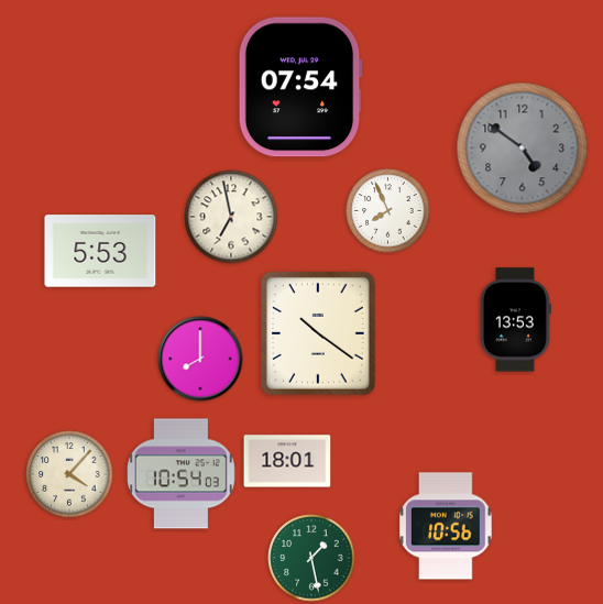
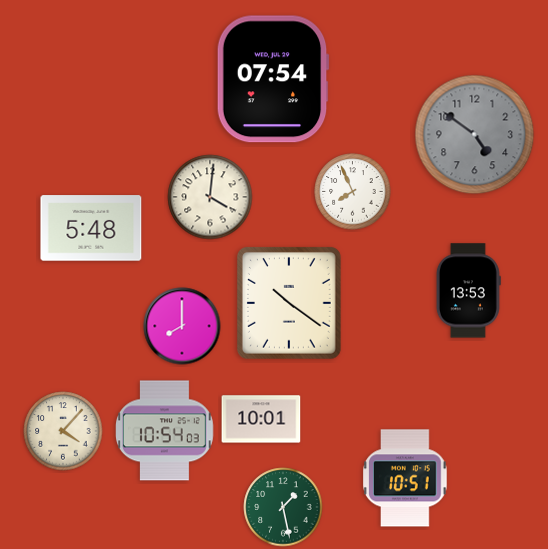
clock at (231, 217): 6:58 -> 4:01
clock at (100, 251): 5:53 -> 5:48
clock at (287, 461): 18:01 -> 10:01
clock at (446, 526): 10:56 -> 10:51
